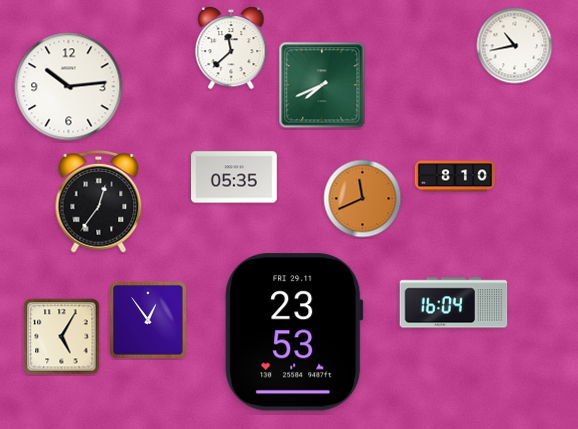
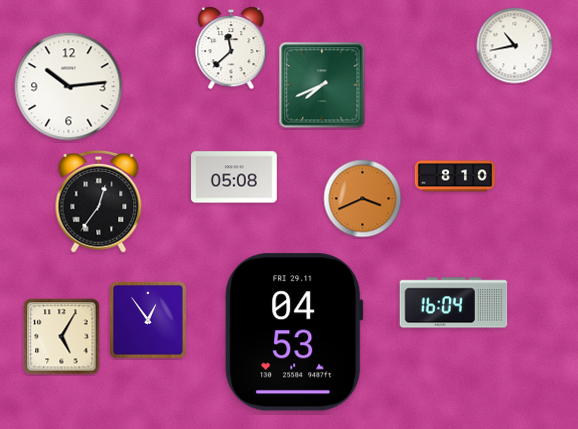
clock at (234, 177): 05:35 -> 05:08
clock at (363, 199): 11:41 -> 3:41
clock at (294, 332): 23:53 -> 04:53
